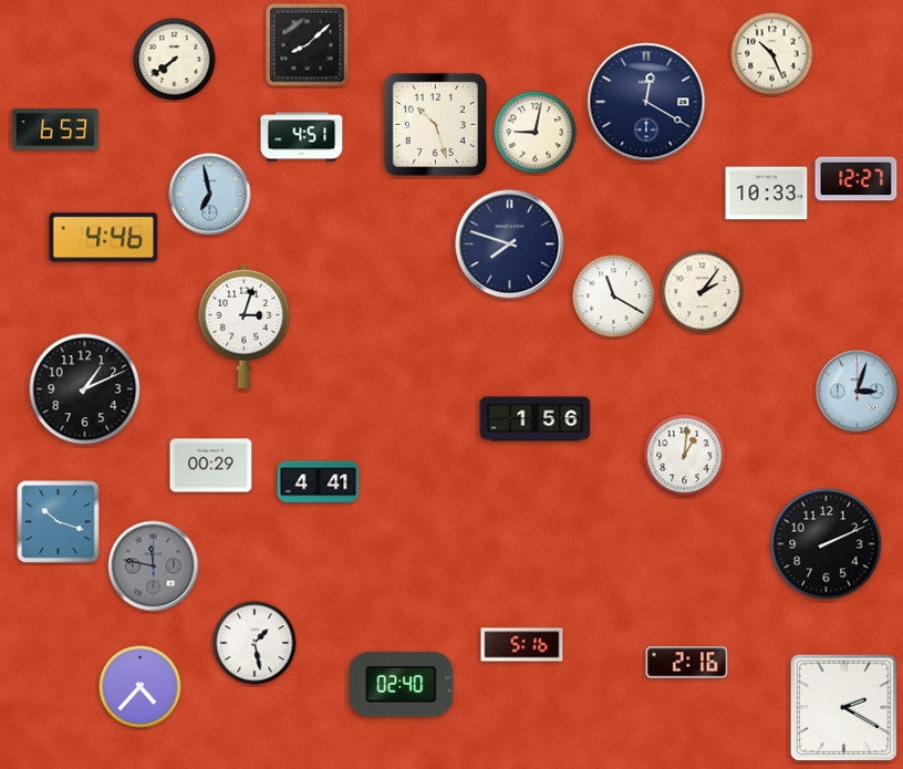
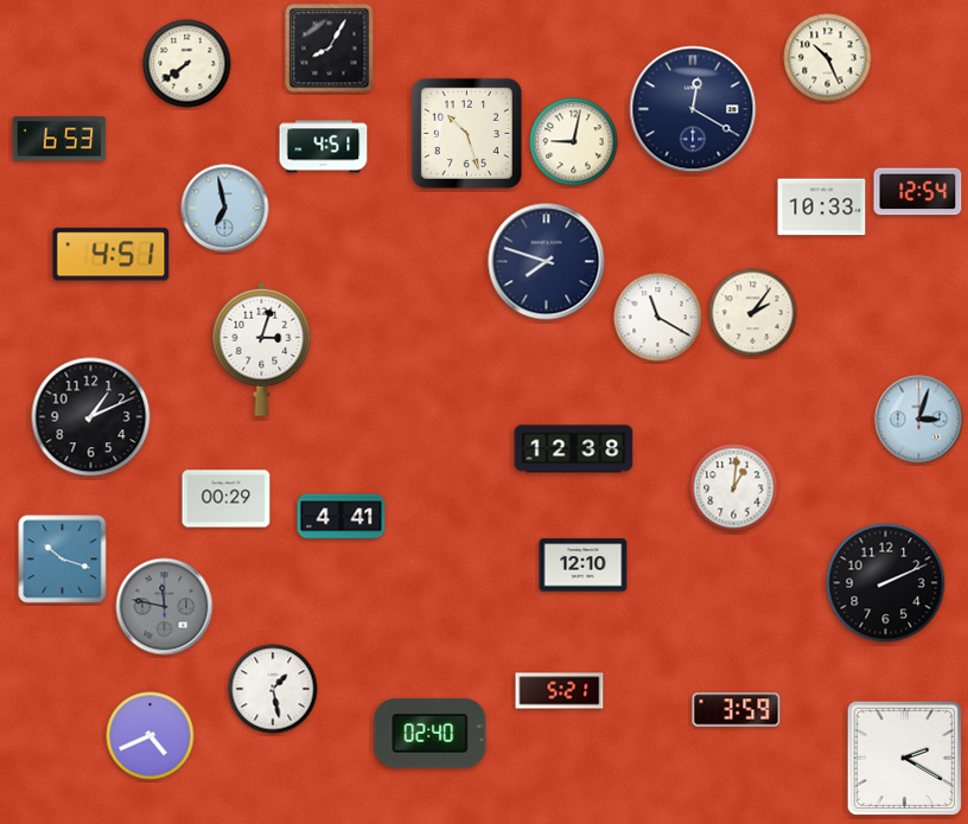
clock at (308, 45): 8:08 -> 8:05
clock at (857, 179): 12:27 -> 12:54
clock at (104, 238): 4:46 -> 4:51
clock at (536, 419): 1:56 -> 12:38
clock at (584, 566): none -> 12:10
clock at (522, 645): 5:16 -> 5:21
clock at (687, 663): 2:16 -> 3:59
clock at (141, 687): 4:37 -> 4:41
